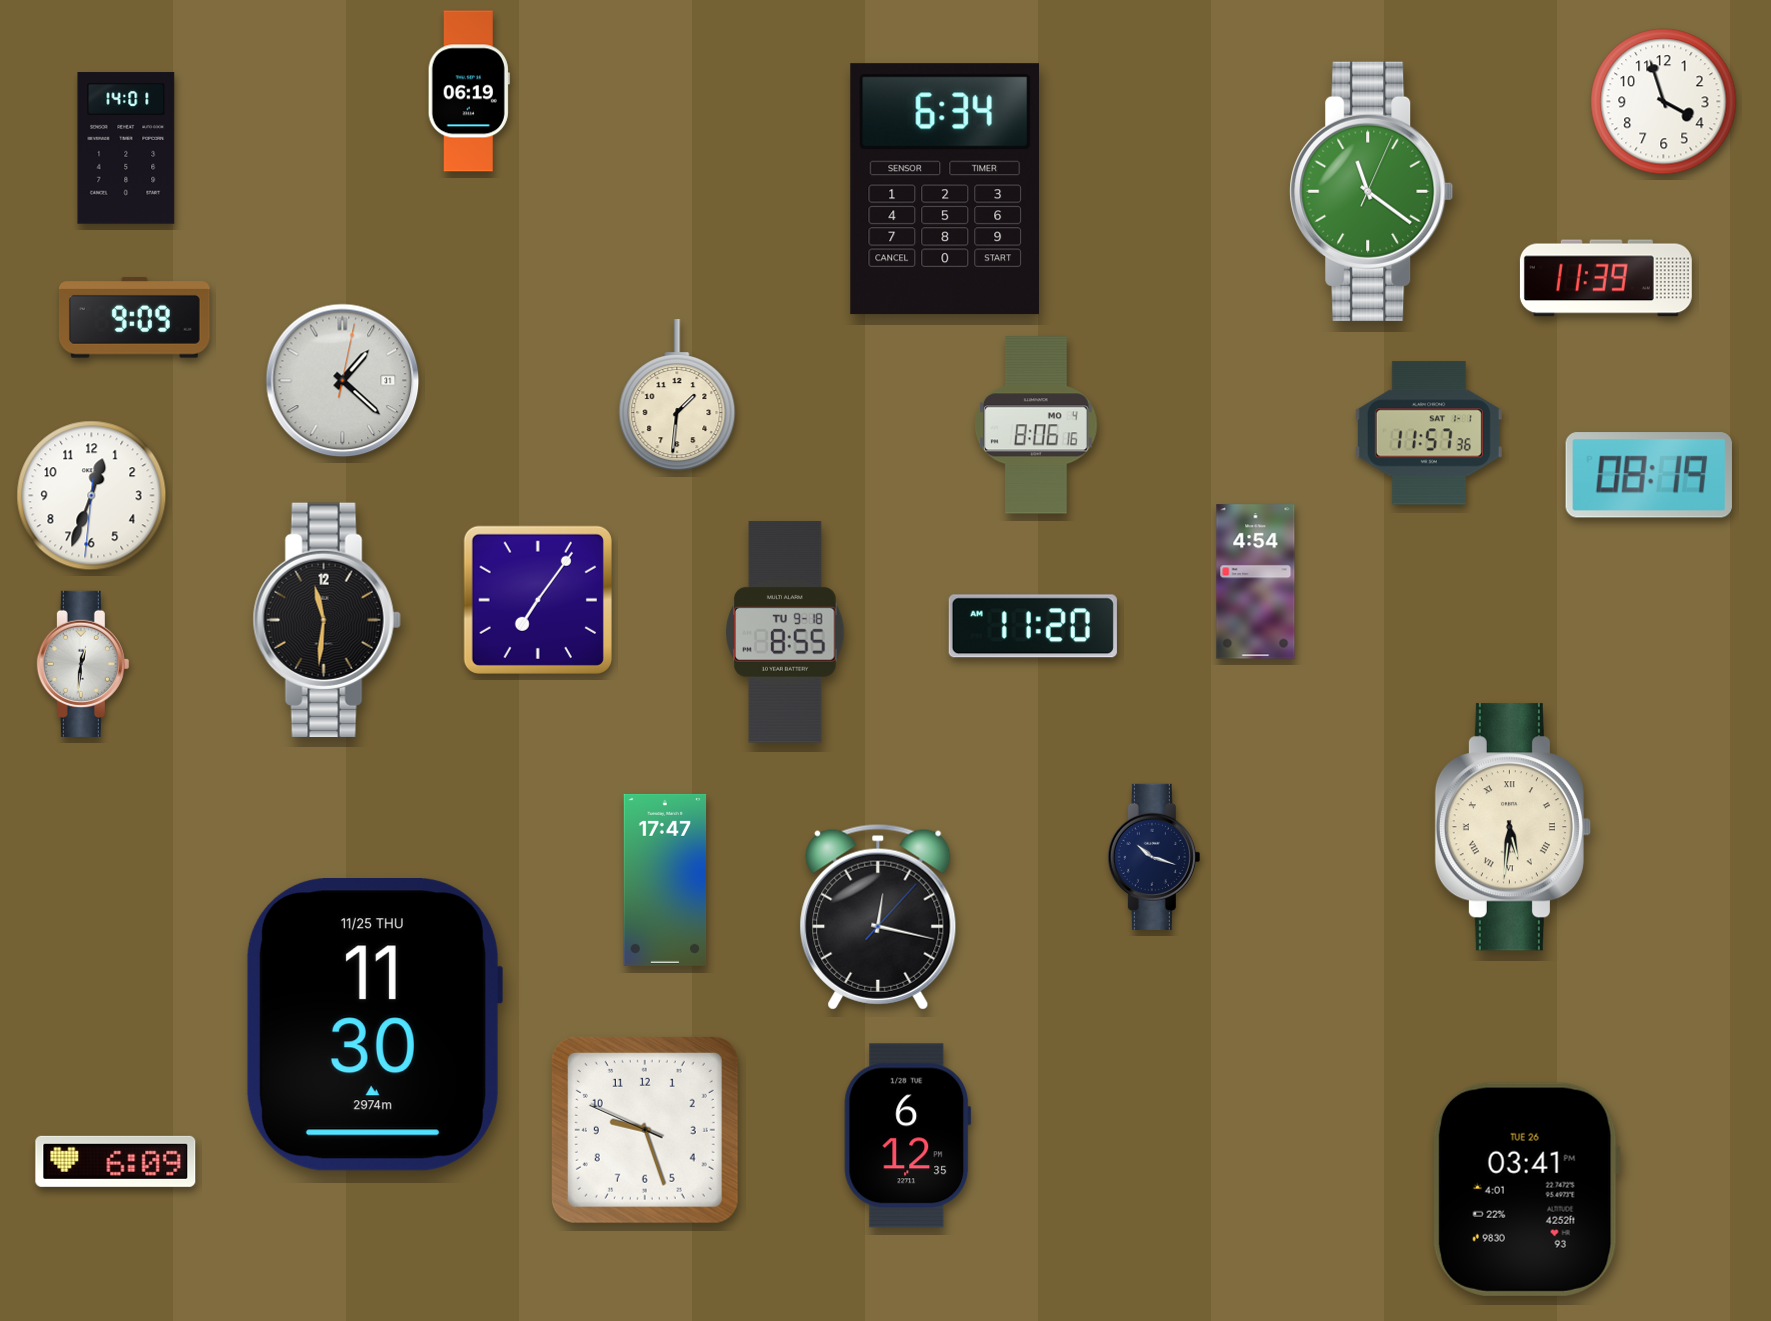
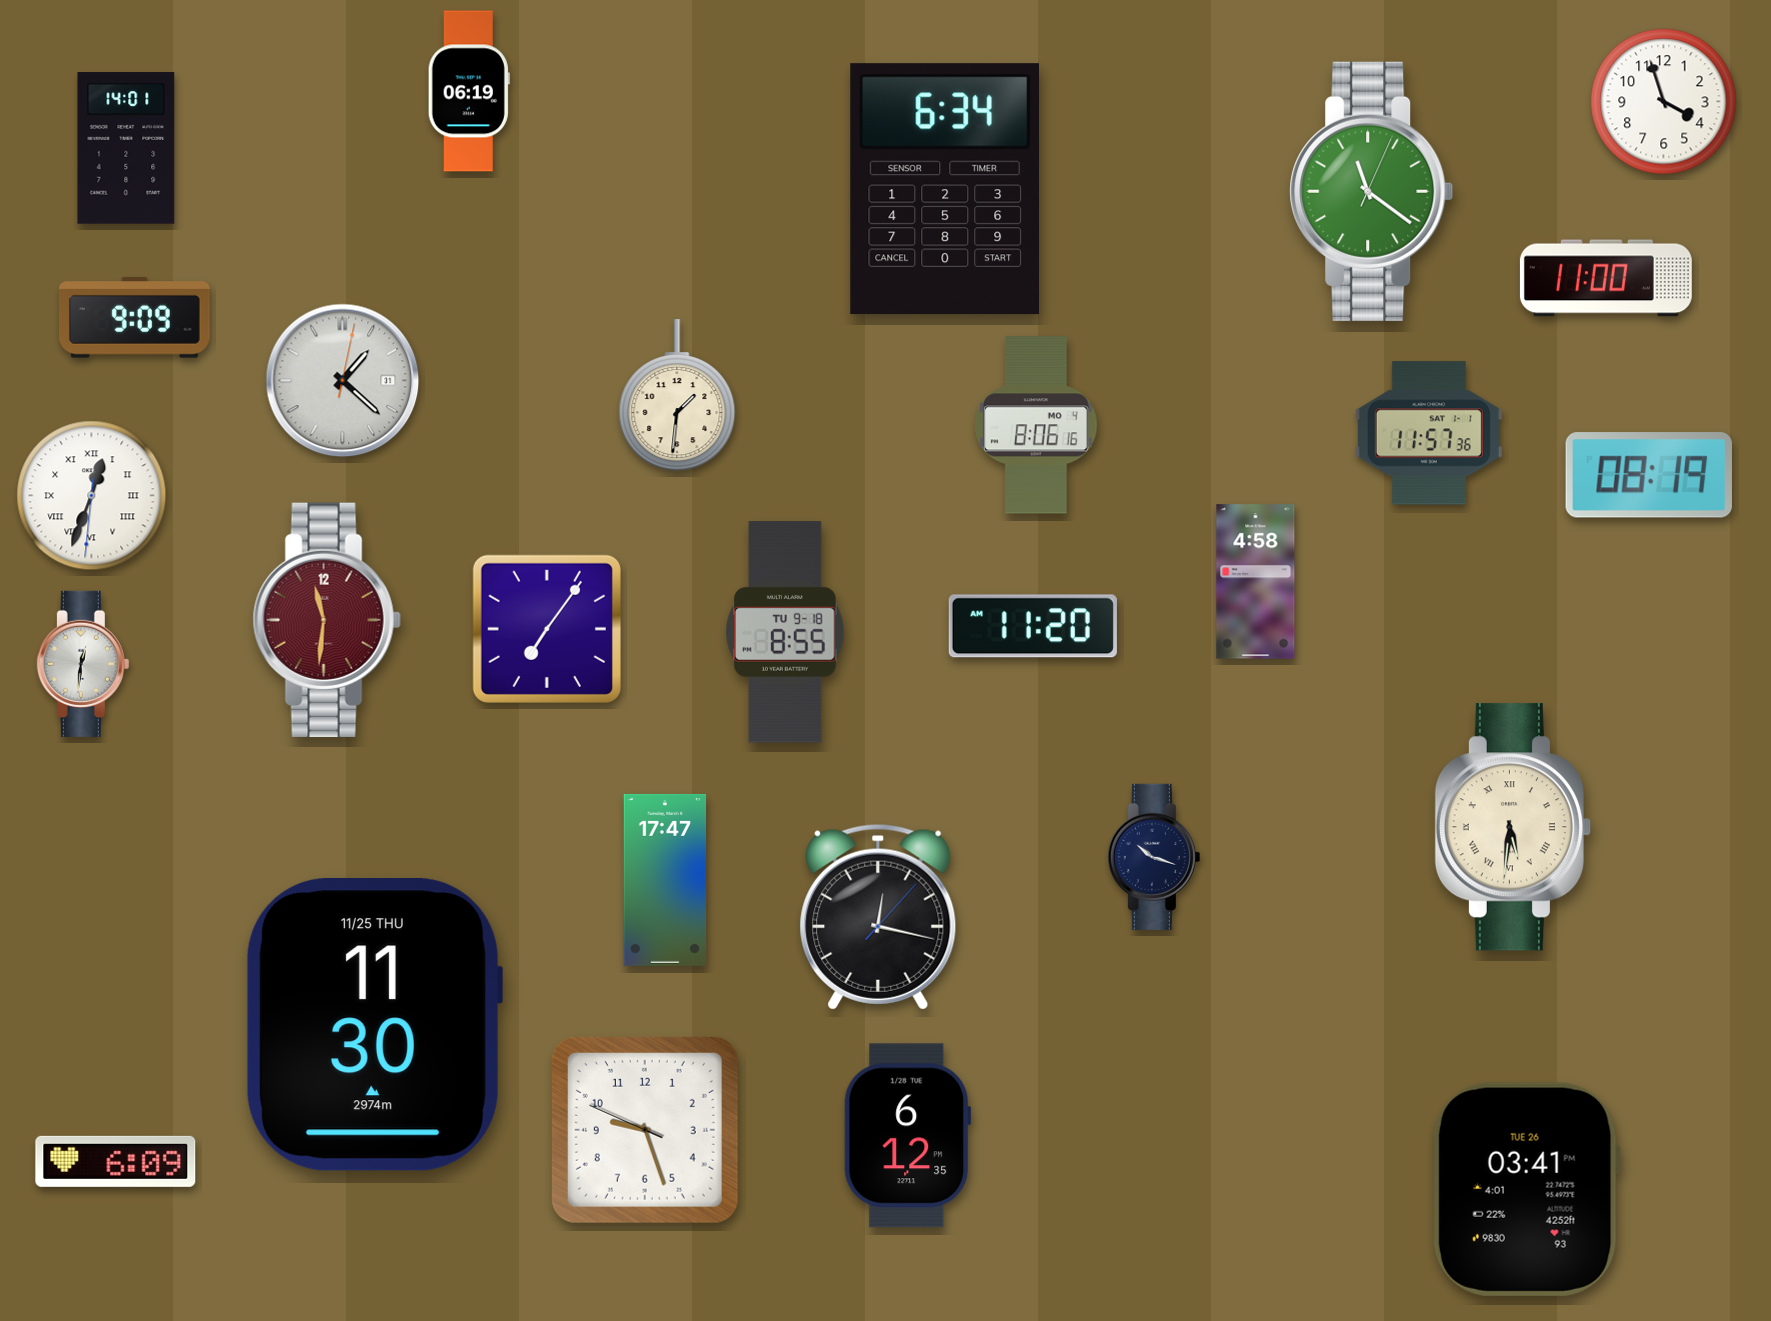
clock at (1606, 278): 11:39 -> 11:00
clock at (92, 496) numerals: Arabic -> Roman
clock at (1256, 582): 4:54 -> 4:58
clock at (538, 600) position: (538, 600) -> (547, 629)
clock at (327, 620) dial: black -> burgundy
